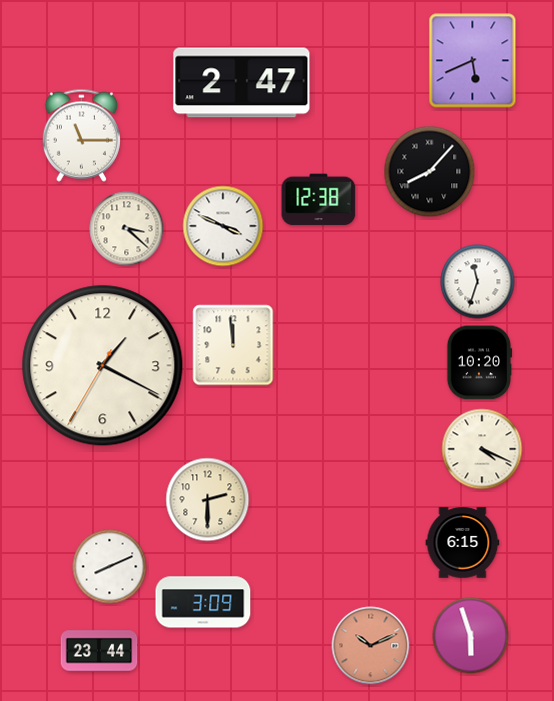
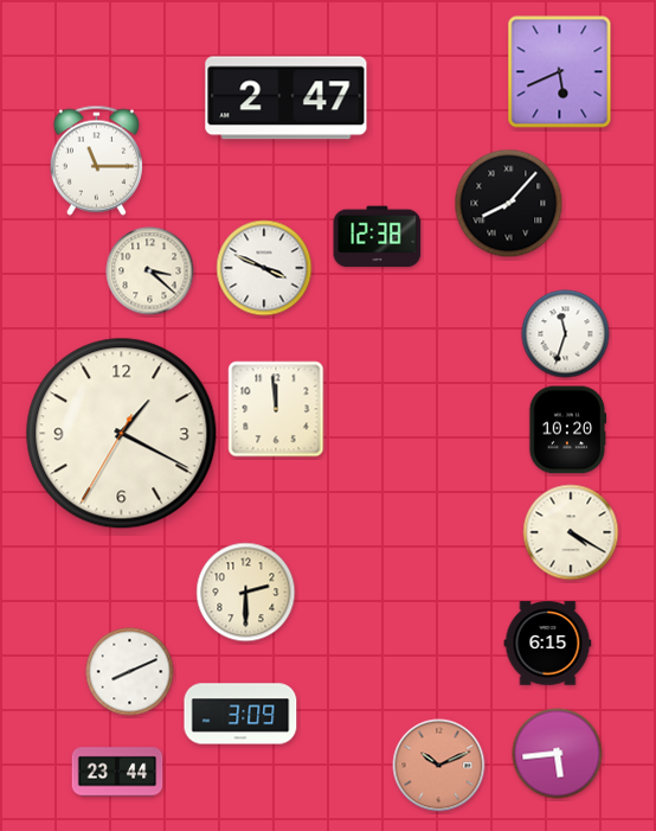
clock at (482, 449): 4:19 -> 4:20
clock at (471, 636): 5:57 -> 5:44
